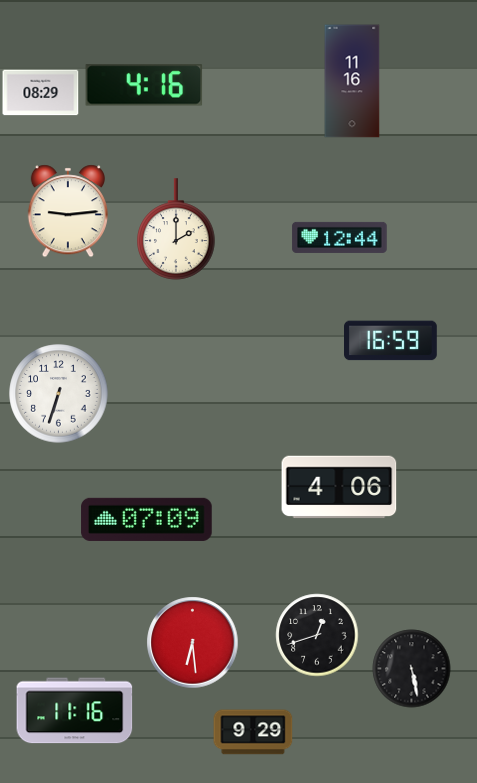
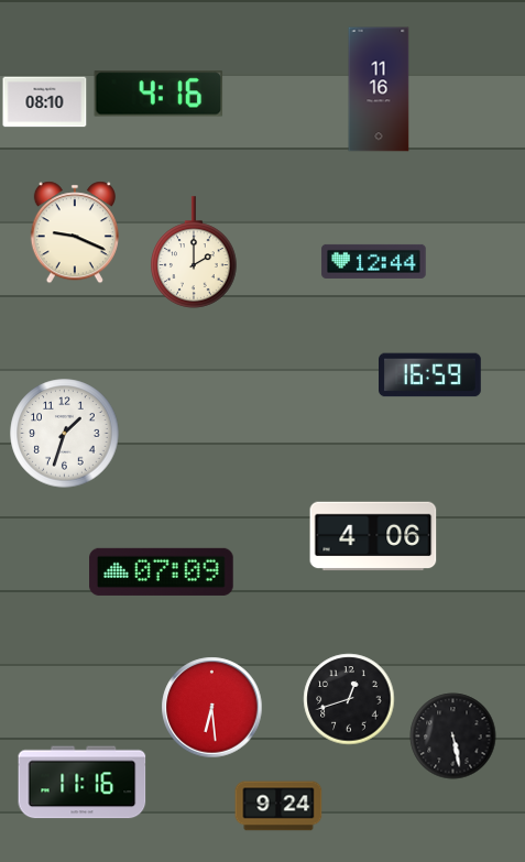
clock at (352, 81) position: (352, 81) -> (379, 89)
clock at (41, 93): 08:29 -> 08:10
clock at (68, 211): 9:14 -> 9:19
clock at (59, 394): 6:33 -> 1:33
clock at (253, 732): 9:29 -> 9:24
